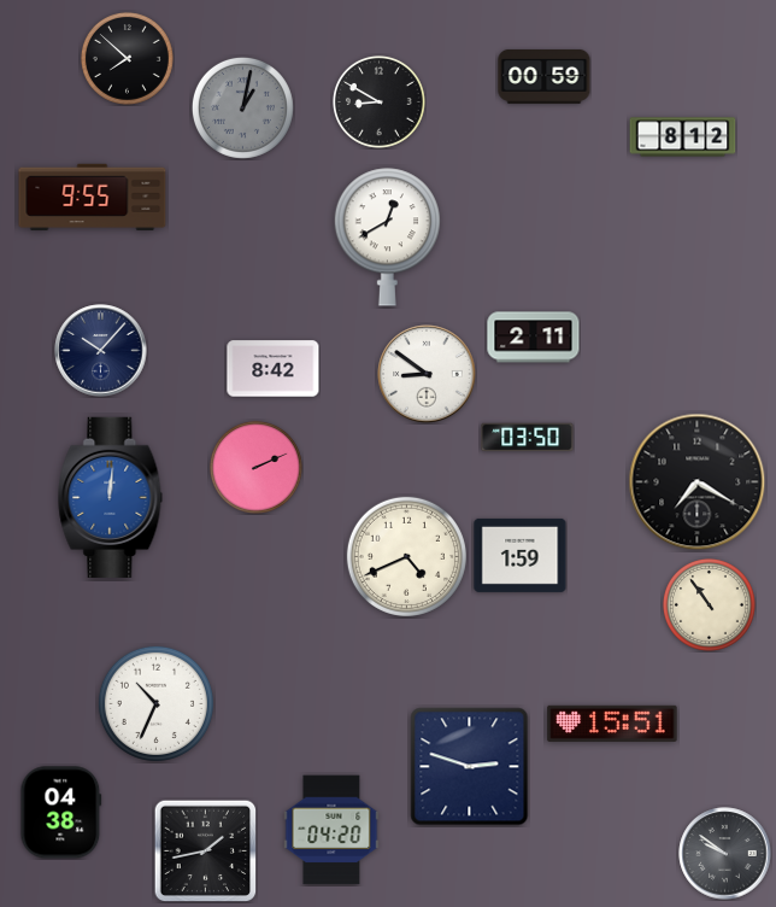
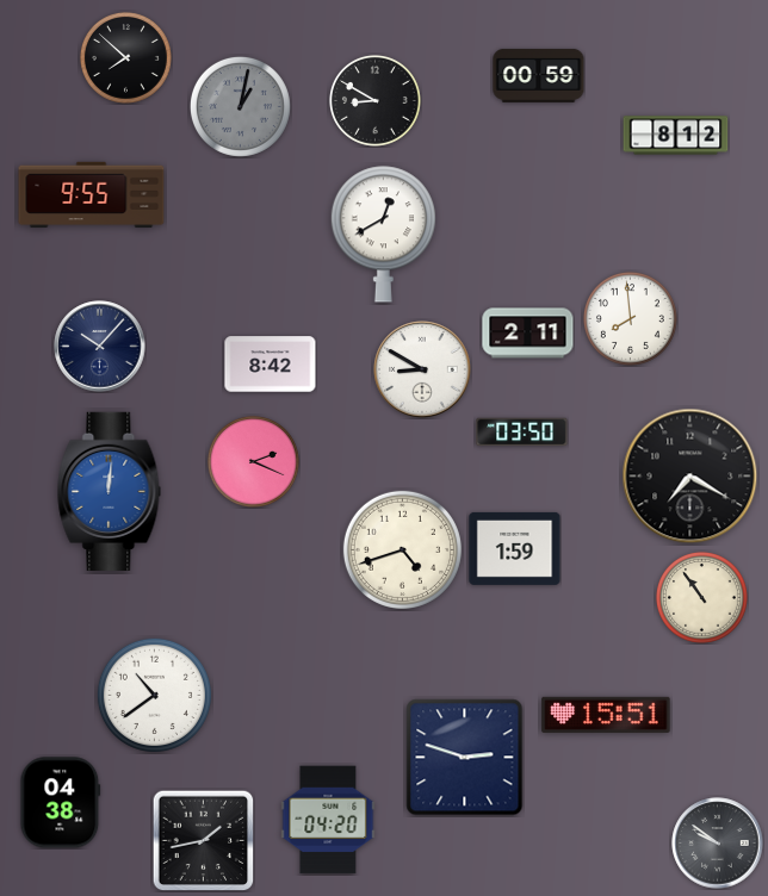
clock at (630, 318): none -> 7:59
clock at (427, 374): 8:51 -> 8:50
clock at (257, 468): 2:11 -> 2:19
clock at (406, 556): 4:41 -> 4:42
clock at (155, 703): 10:34 -> 10:39
